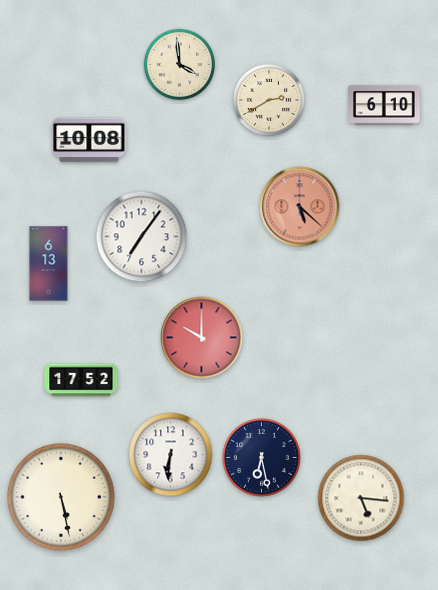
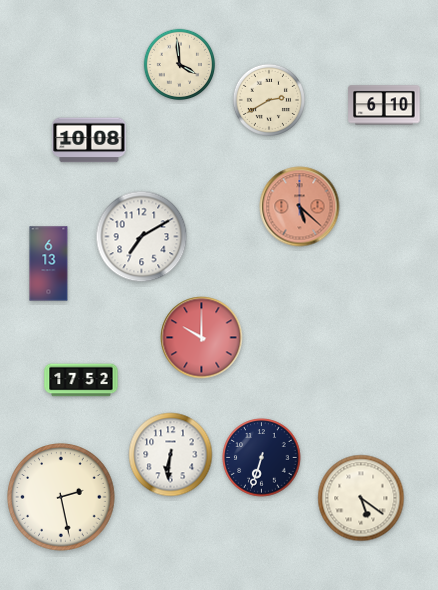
clock at (142, 237): 7:06 -> 7:10
clock at (262, 458): 6:28 -> 6:33
clock at (61, 497): 5:28 -> 2:28
clock at (361, 498): 5:16 -> 5:21
